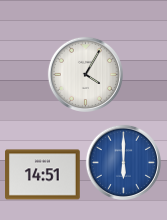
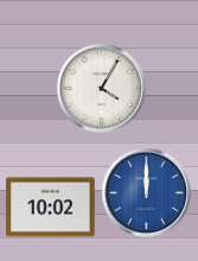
clock at (123, 162): 6:00 -> 12:00
clock at (43, 175): 14:51 -> 10:02
